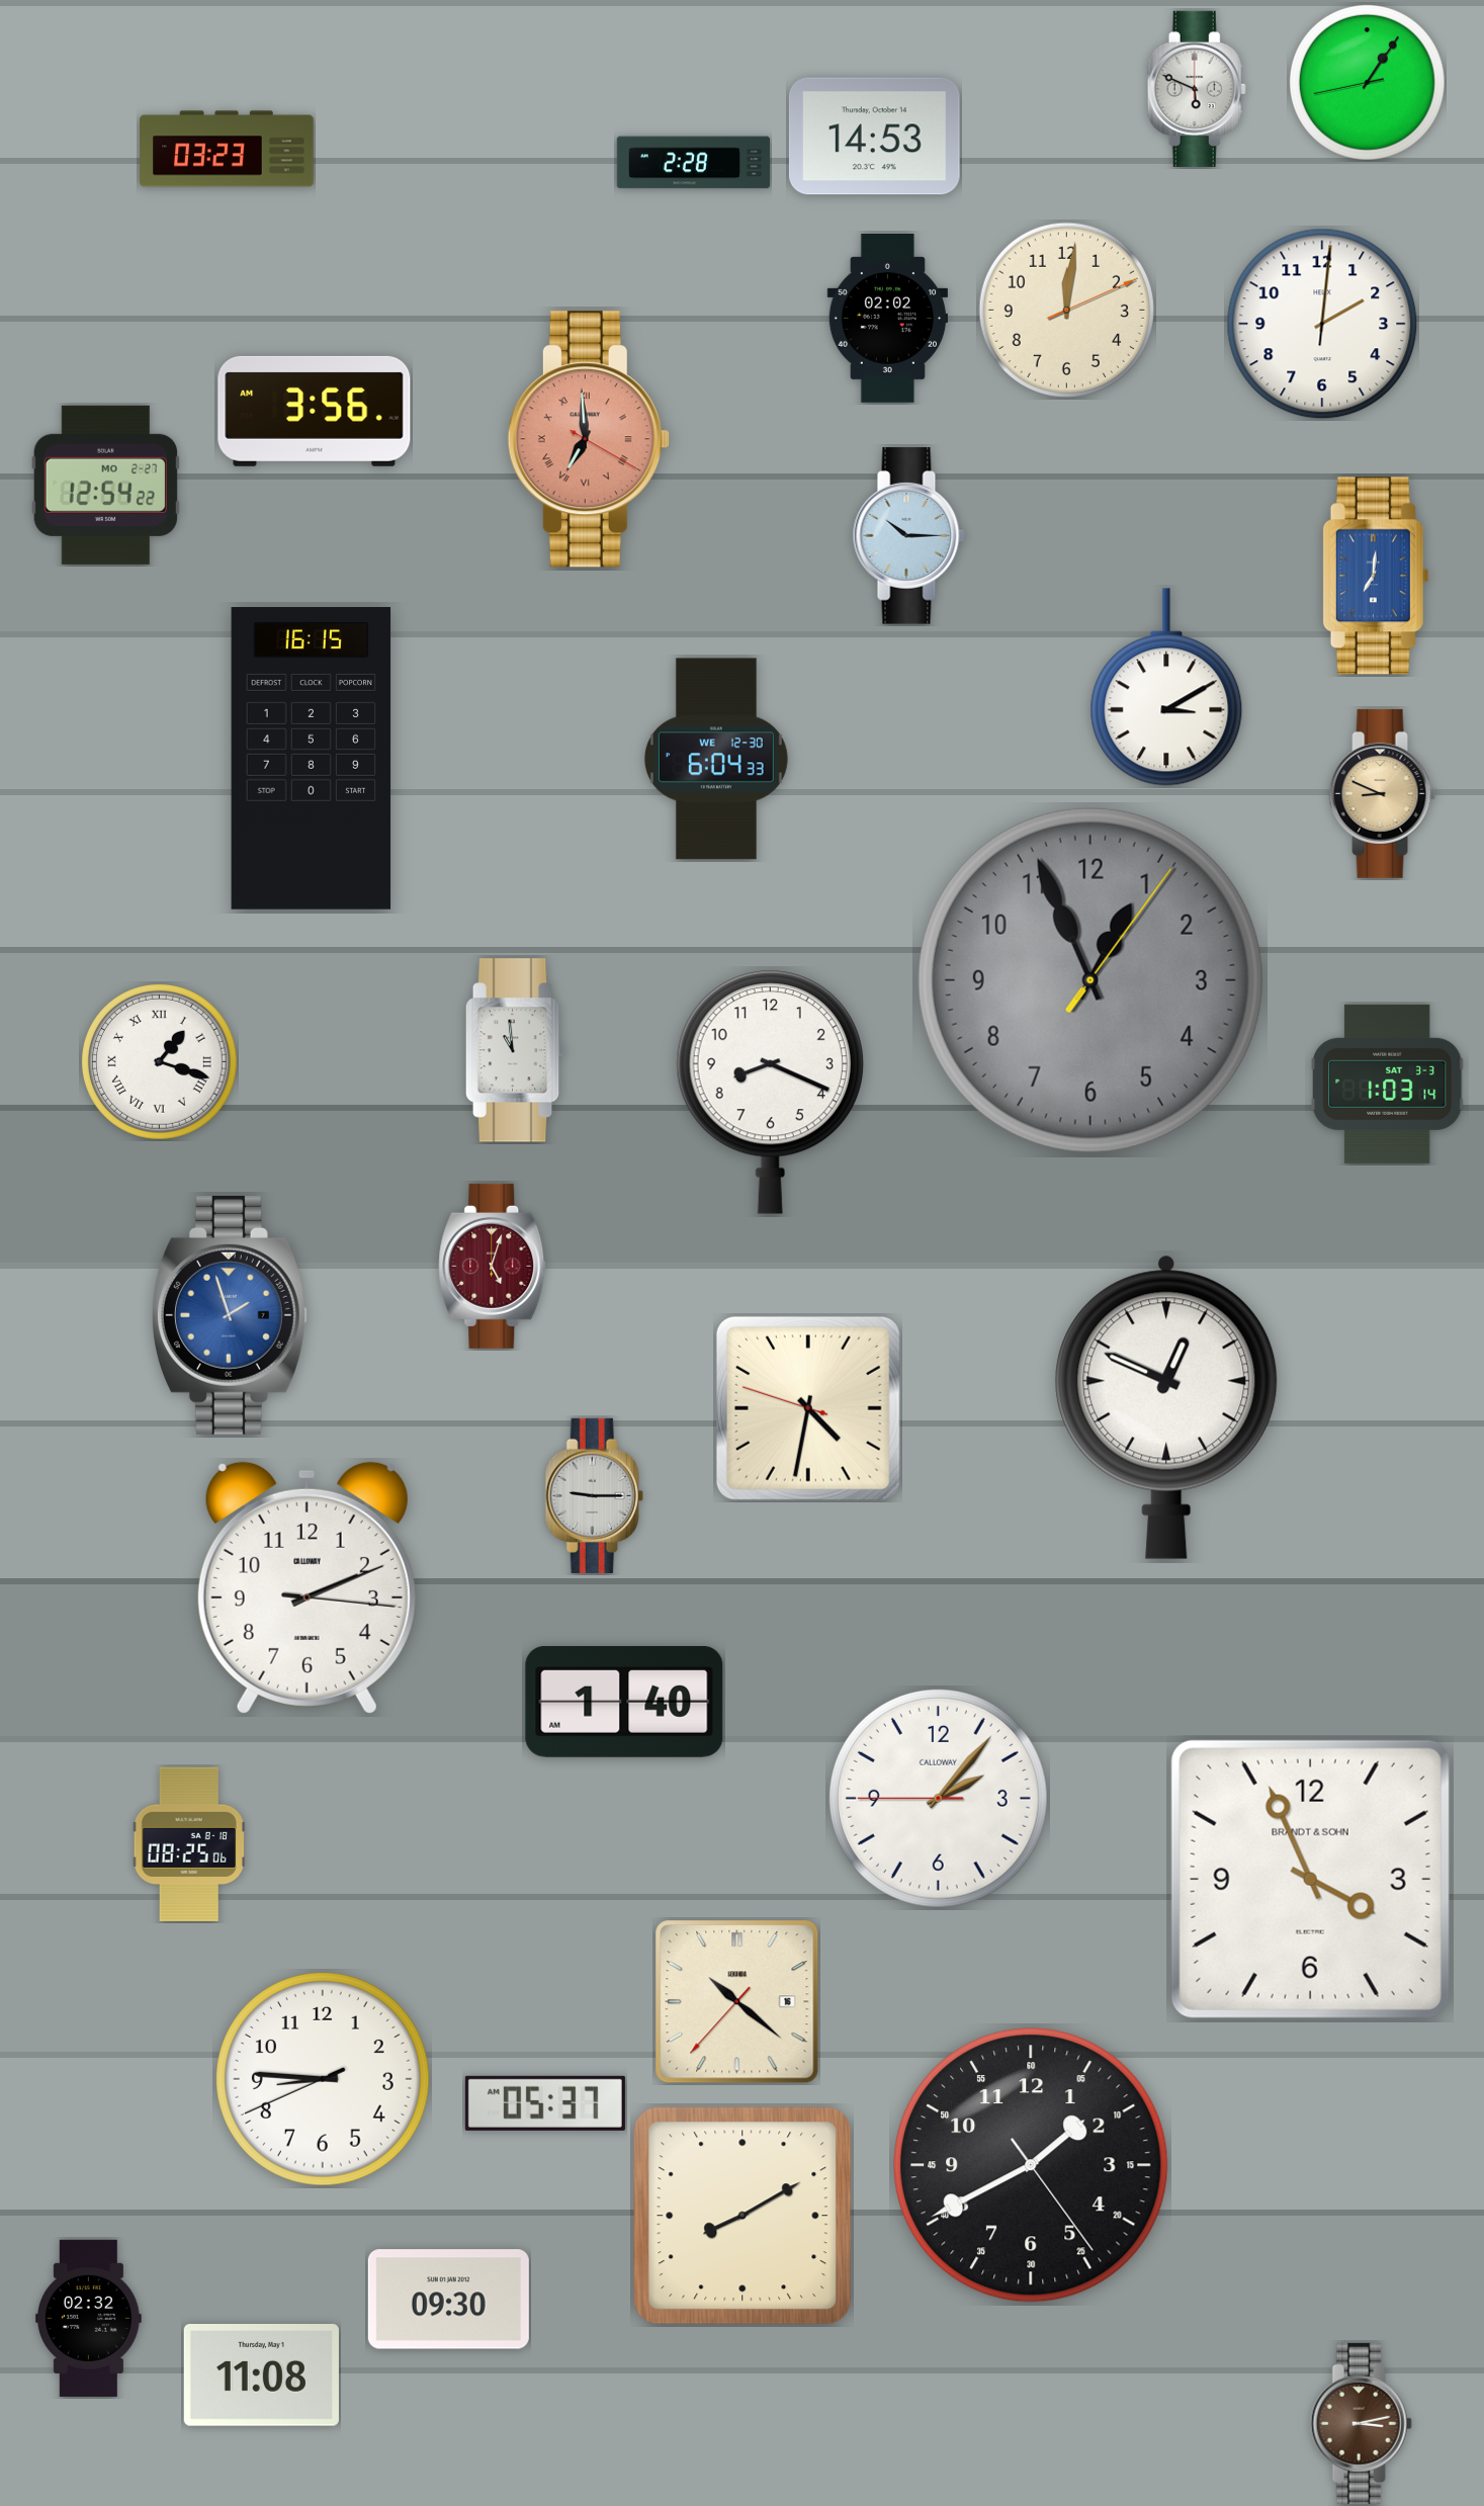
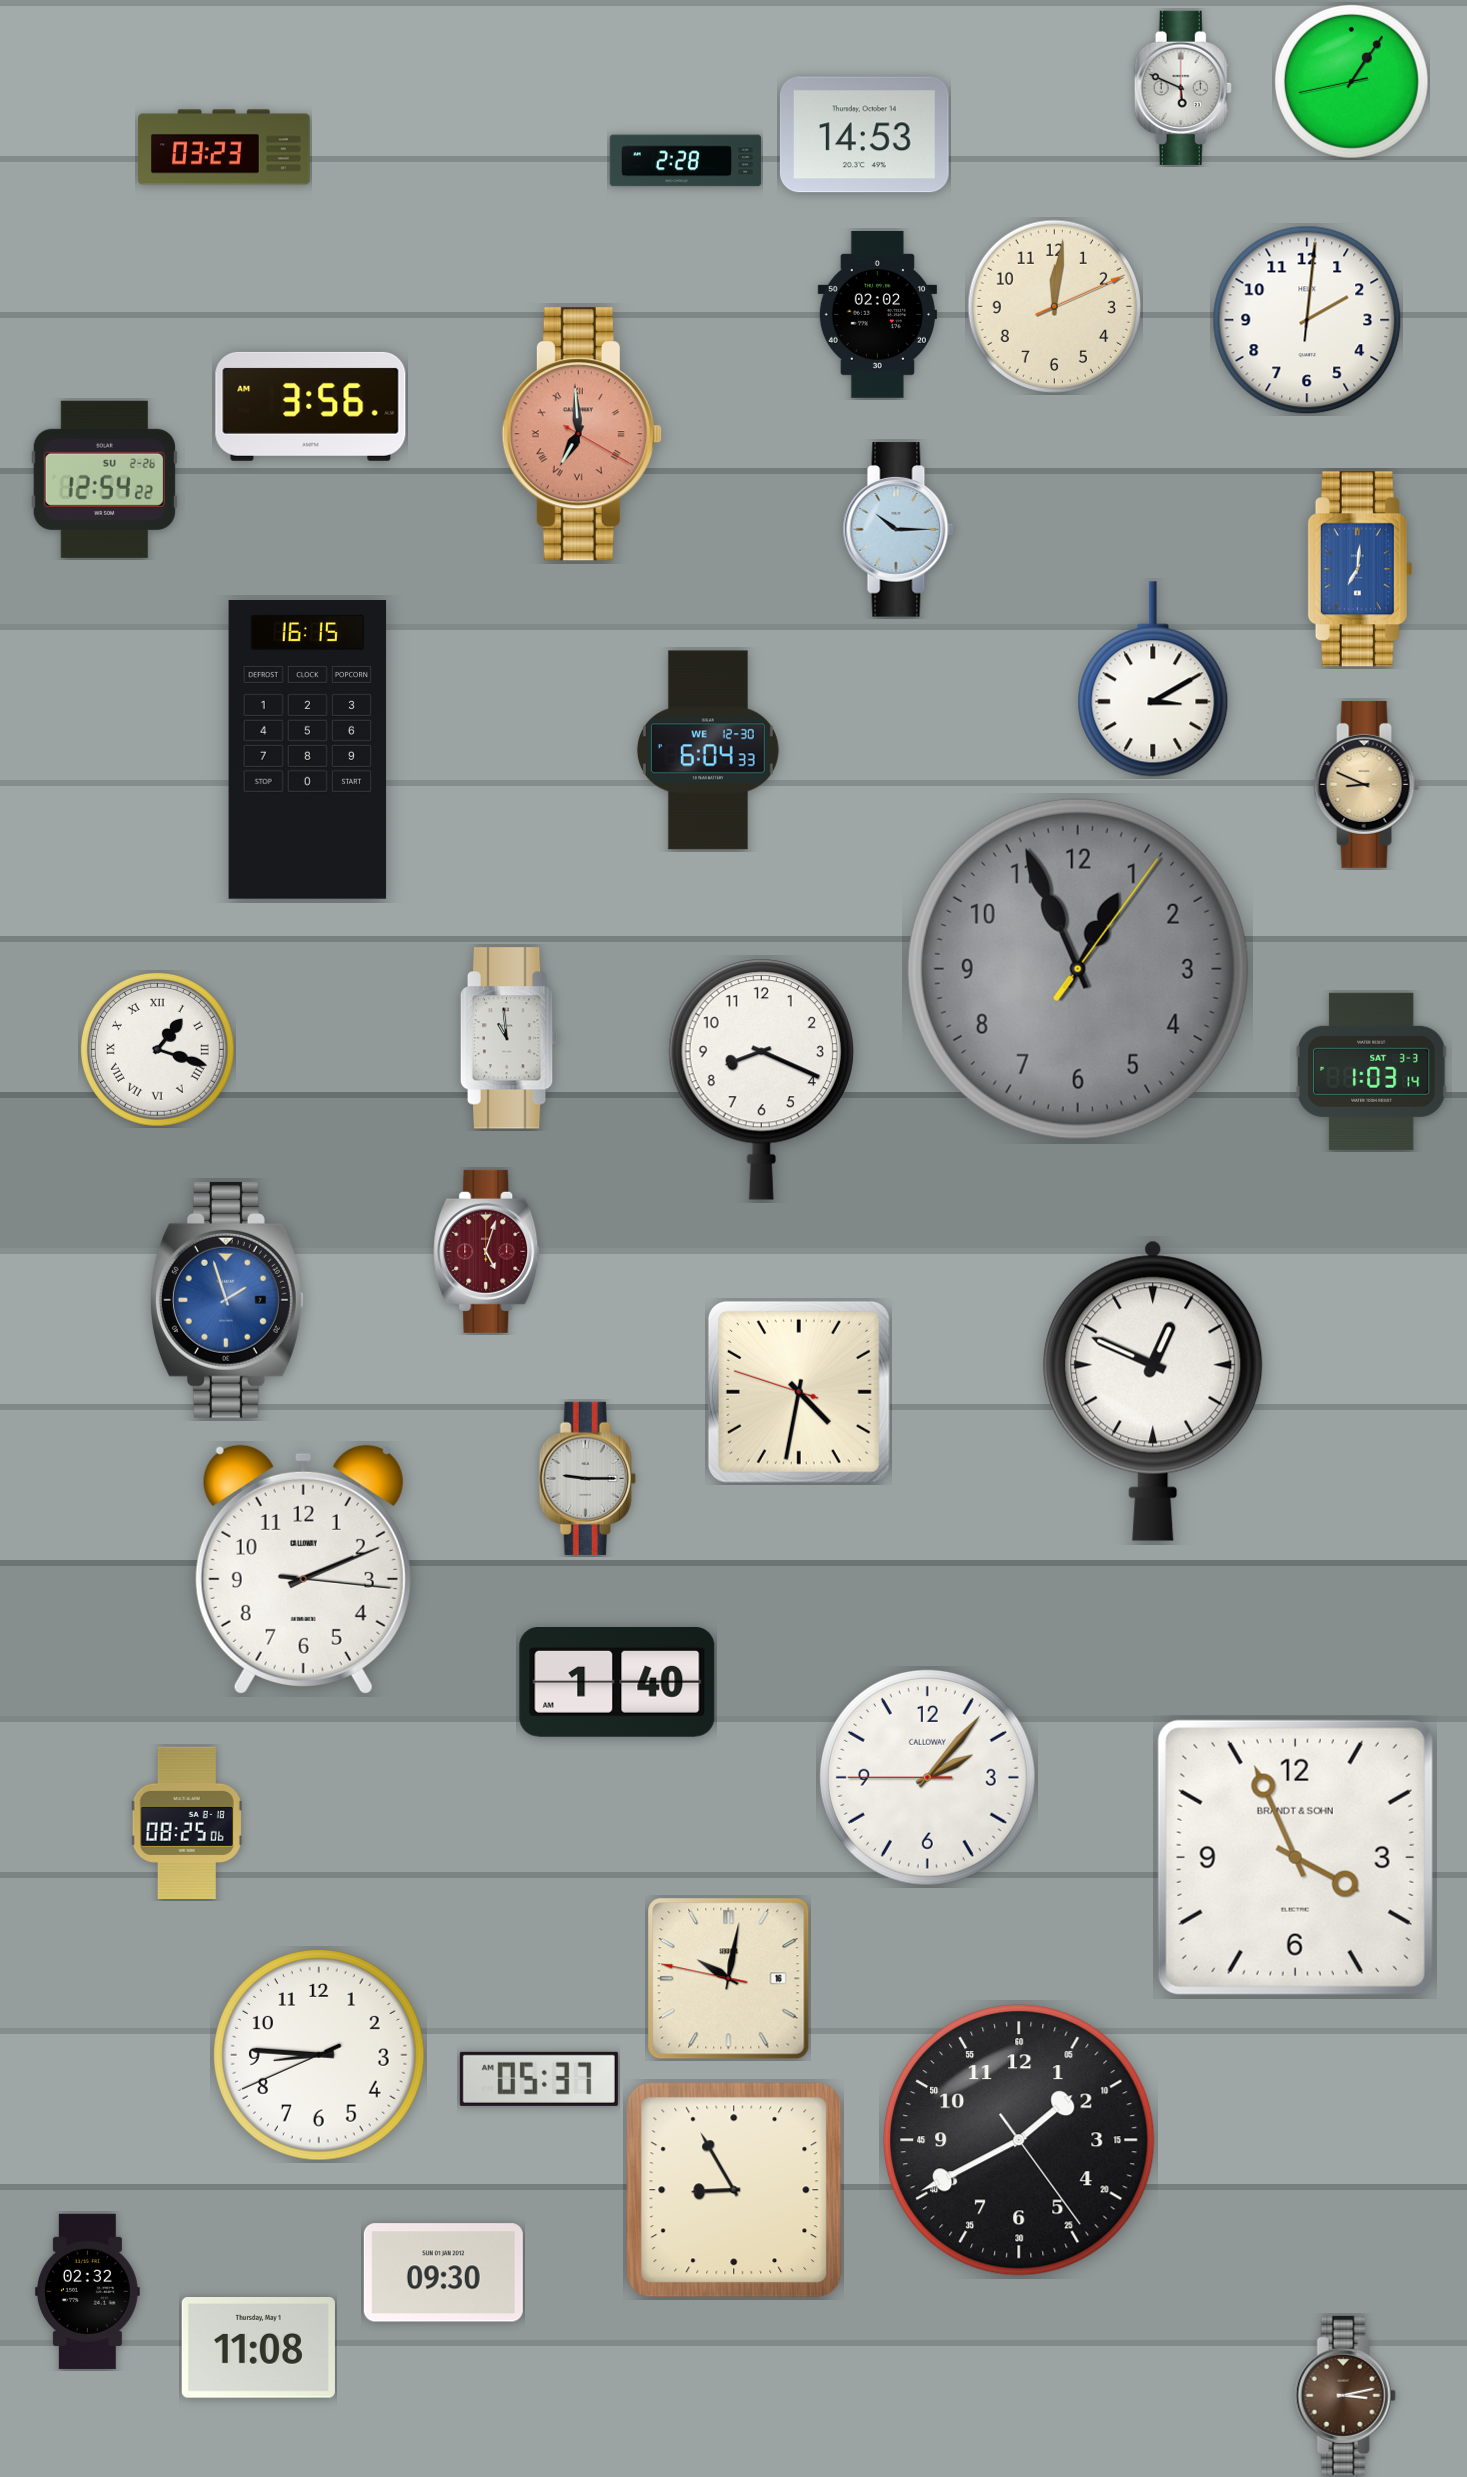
clock at (105, 485) date: MO 2-27 -> SU 2-26
clock at (737, 2002): 10:21 -> 10:01
clock at (743, 2216): 8:10 -> 8:55
